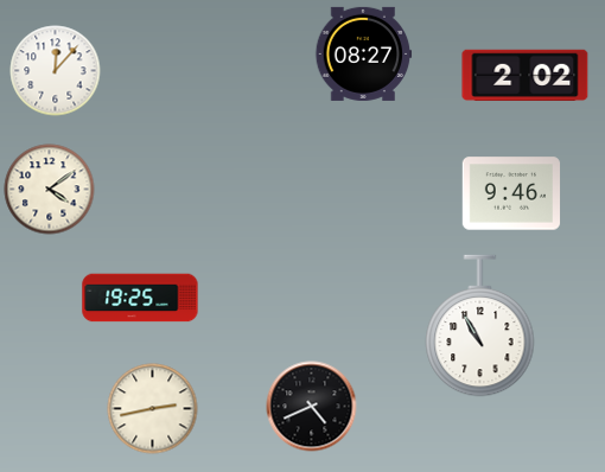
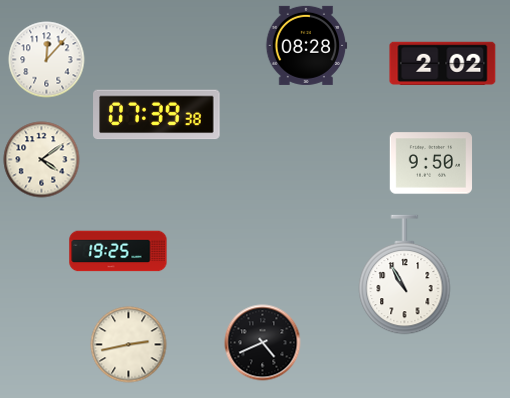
clock at (364, 53): 08:27 -> 08:28
clock at (157, 115): none -> 07:39
clock at (511, 193): 9:46 -> 9:50
